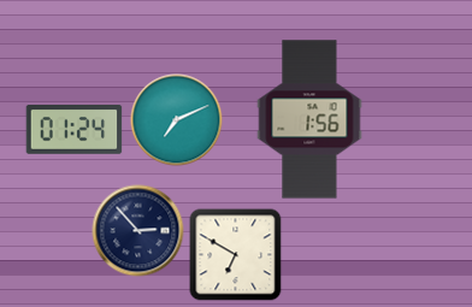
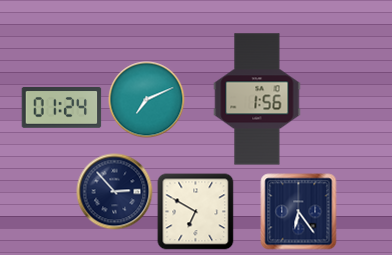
clock at (299, 212): none -> 6:24
